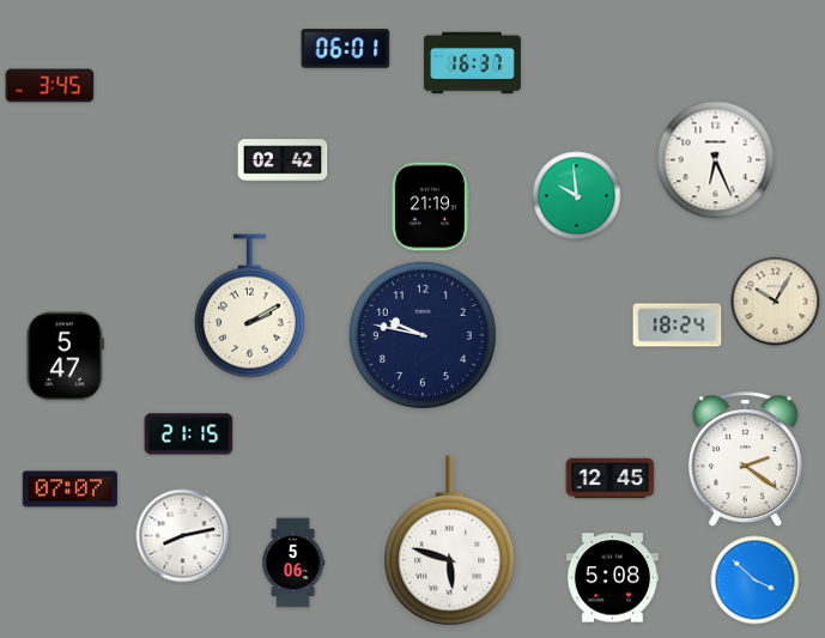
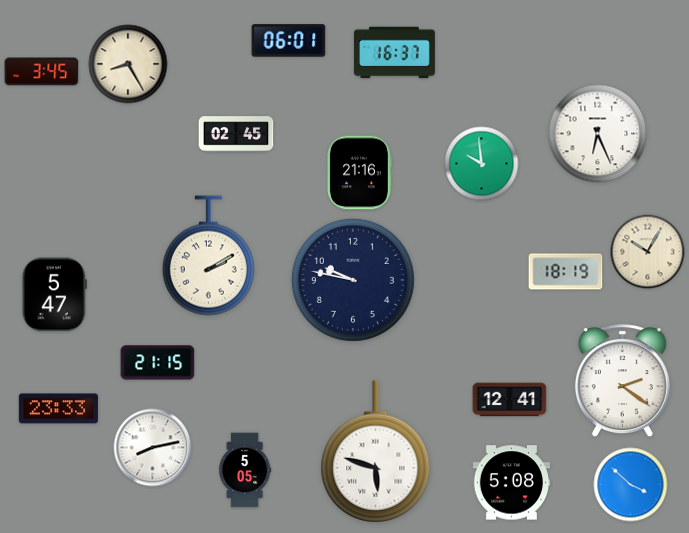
clock at (128, 64): none -> 8:25
clock at (283, 160): 02:42 -> 02:45
clock at (430, 207): 21:19 -> 21:16
clock at (678, 326): 18:24 -> 18:19
clock at (65, 357) position: (65, 357) -> (54, 295)
clock at (745, 460) position: (745, 460) -> (622, 381)
clock at (611, 479): 12:45 -> 12:41
clock at (69, 490): 07:07 -> 23:33
clock at (293, 563): 5:06 -> 5:05
